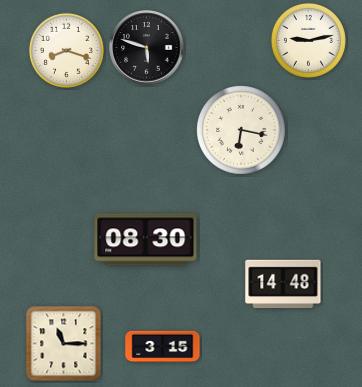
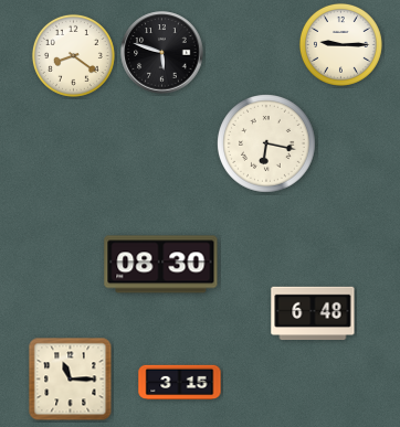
clock at (308, 40): 9:13 -> 9:15
clock at (66, 50): 8:18 -> 8:21
clock at (283, 284): 14:48 -> 6:48
